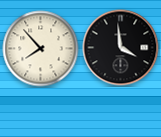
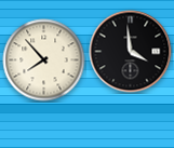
clock at (41, 49) position: (41, 49) -> (44, 60)
